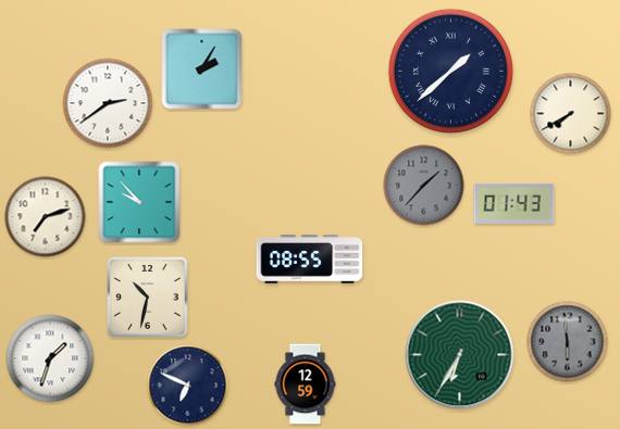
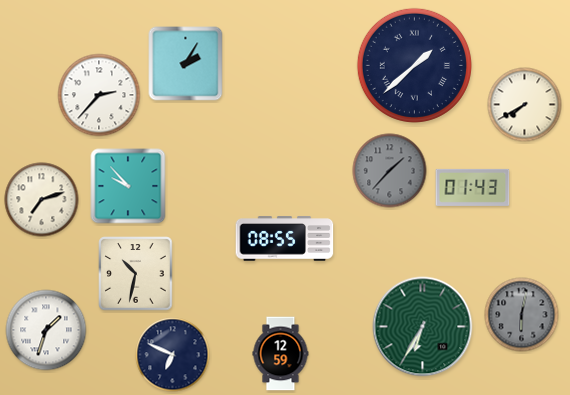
clock at (108, 103): 2:39 -> 2:37
clock at (568, 342): 5:59 -> 6:02
